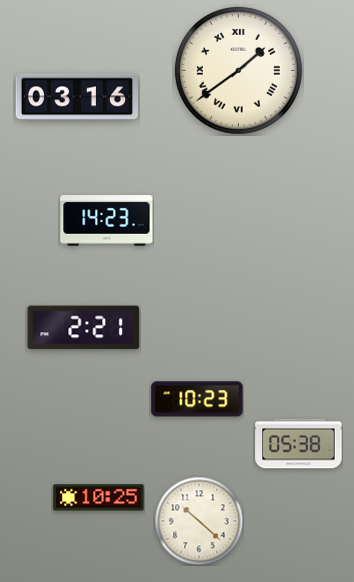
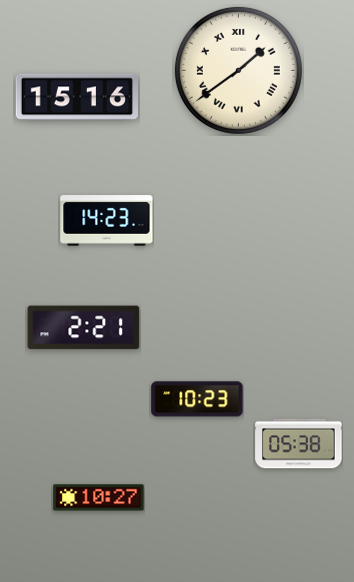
clock at (76, 97): 03:16 -> 15:16
clock at (99, 498): 10:25 -> 10:27
clock at (199, 521): 10:22 -> none
